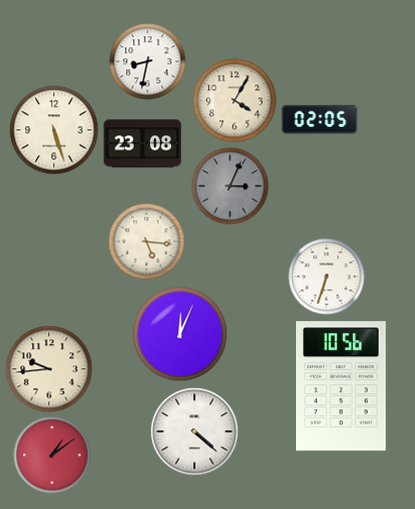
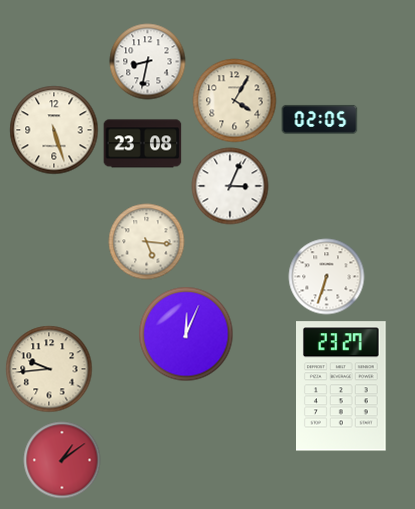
clock at (230, 186) dial: grey -> white
clock at (180, 334) position: (180, 334) -> (186, 334)
clock at (342, 386): 10:56 -> 23:27
clock at (195, 432): 4:22 -> none
clock at (52, 455) position: (52, 455) -> (62, 460)
